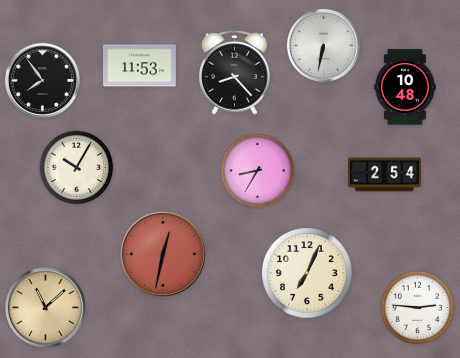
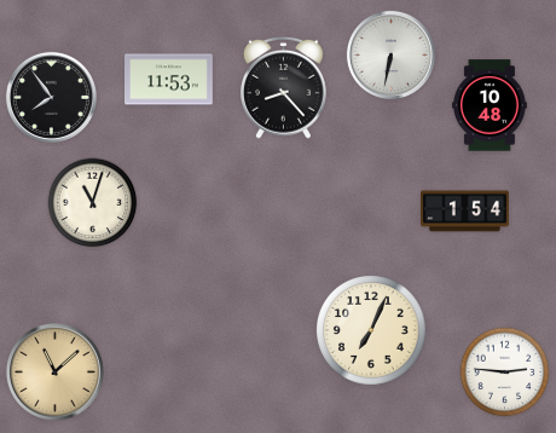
clock at (77, 168): 10:05 -> 11:03
clock at (258, 171): 8:35 -> none
clock at (385, 175): 2:54 -> 1:54
clock at (163, 254): 12:32 -> none
